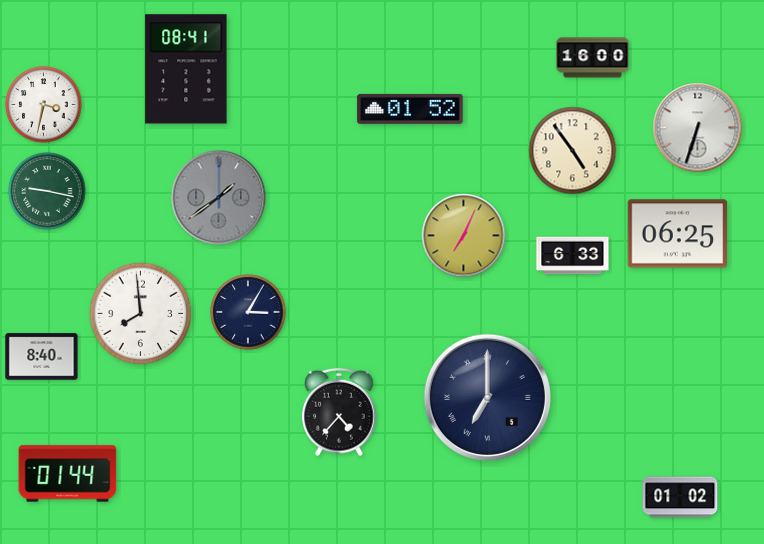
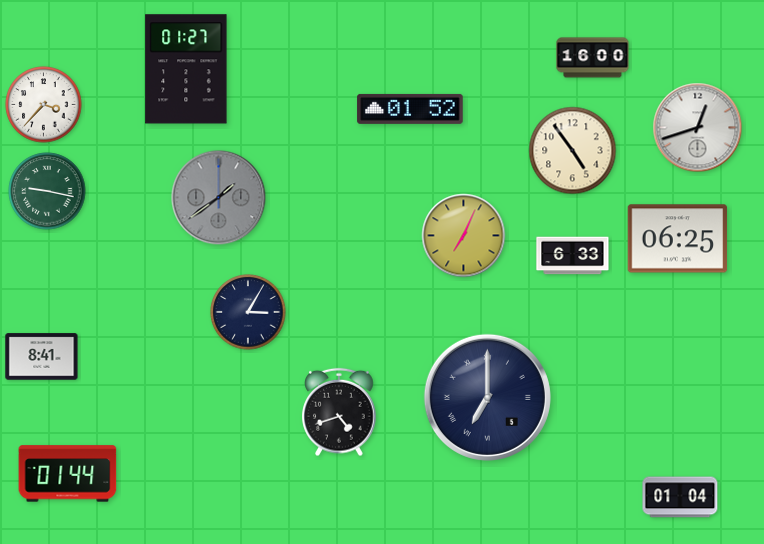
clock at (186, 69): 08:41 -> 01:27
clock at (44, 105): 3:32 -> 3:37
clock at (698, 128): 6:33 -> 12:42
clock at (678, 234) position: (678, 234) -> (678, 239)
clock at (141, 314): 7:59 -> none
clock at (42, 357): 8:40 -> 8:41
clock at (339, 412): 4:37 -> 4:42
clock at (680, 497): 01:02 -> 01:04
